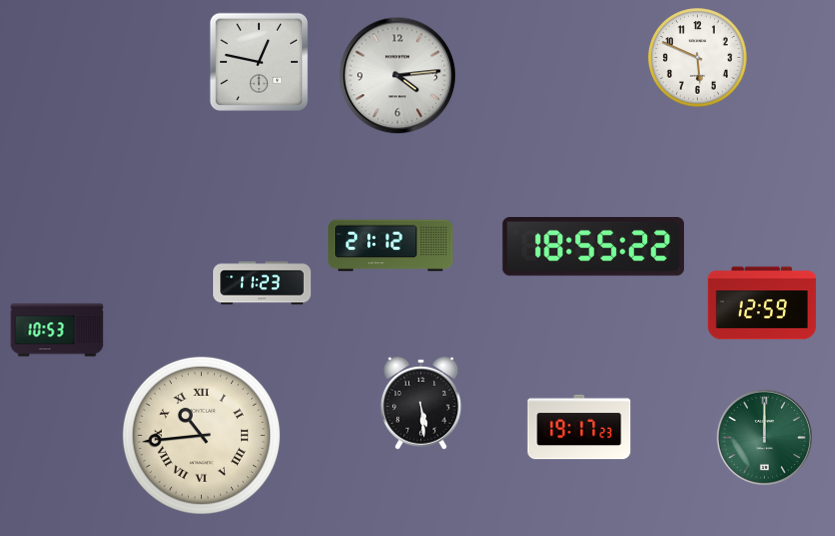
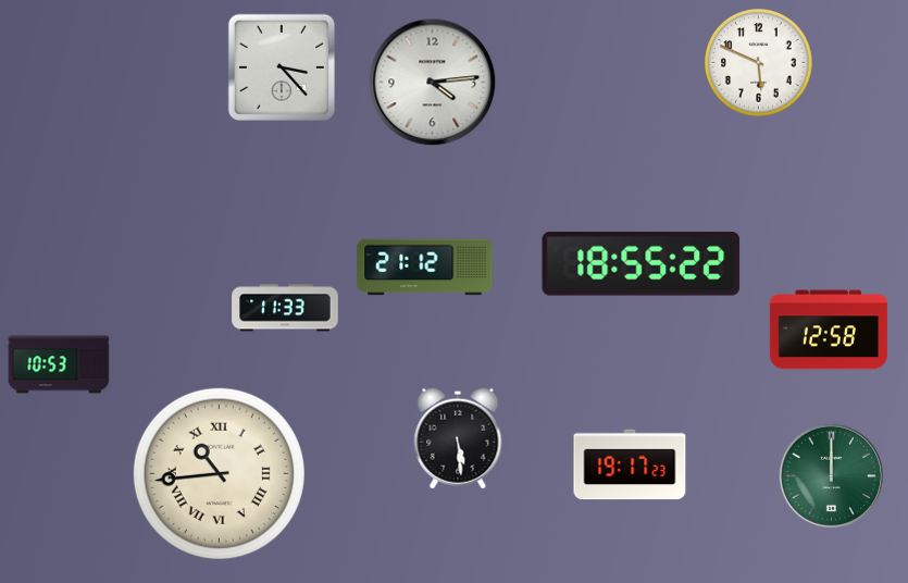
clock at (258, 61): 12:47 -> 3:23
clock at (594, 247) position: (594, 247) -> (642, 264)
clock at (262, 283): 11:23 -> 11:33
clock at (762, 303): 12:59 -> 12:58
clock at (57, 330) position: (57, 330) -> (59, 364)
